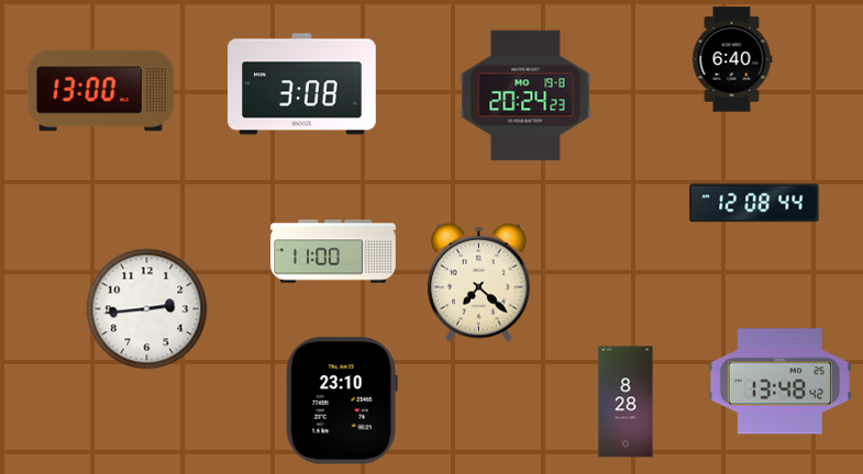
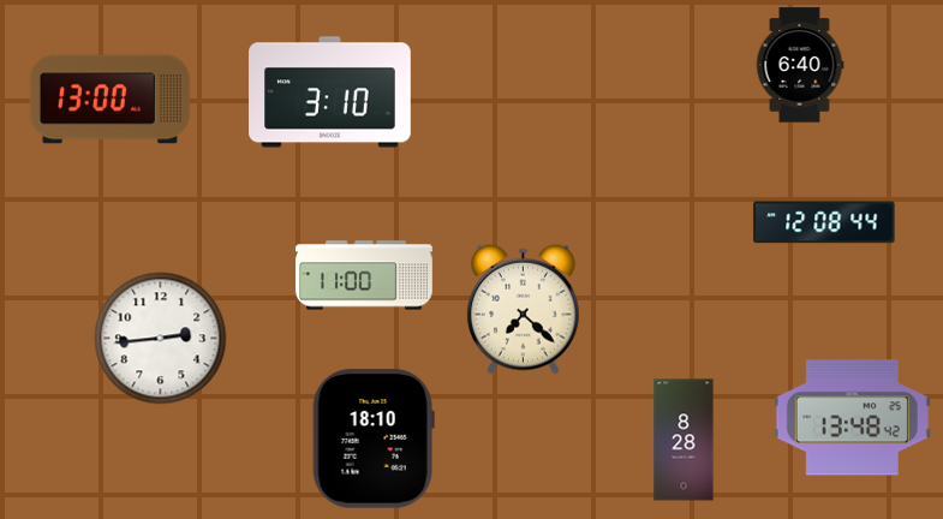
clock at (302, 84): 3:08 -> 3:10
clock at (525, 95): 20:24 -> none
clock at (342, 400): 23:10 -> 18:10
